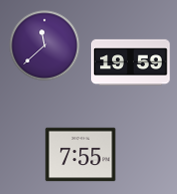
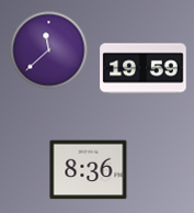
clock at (81, 155): 7:55 -> 8:36
